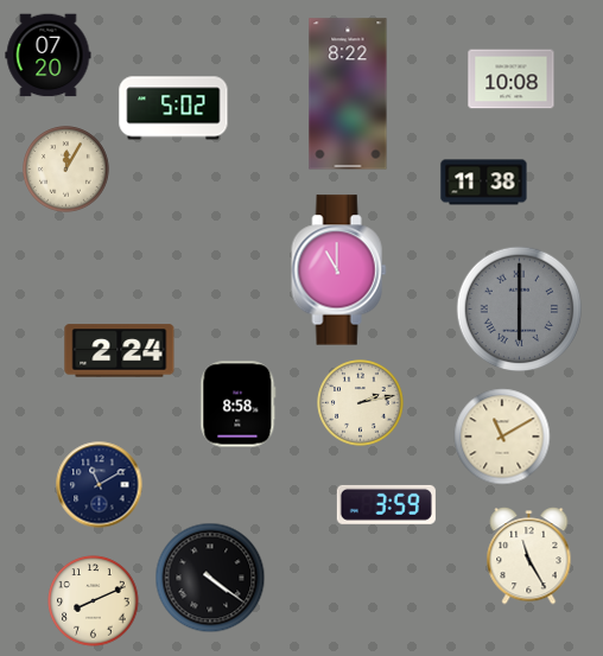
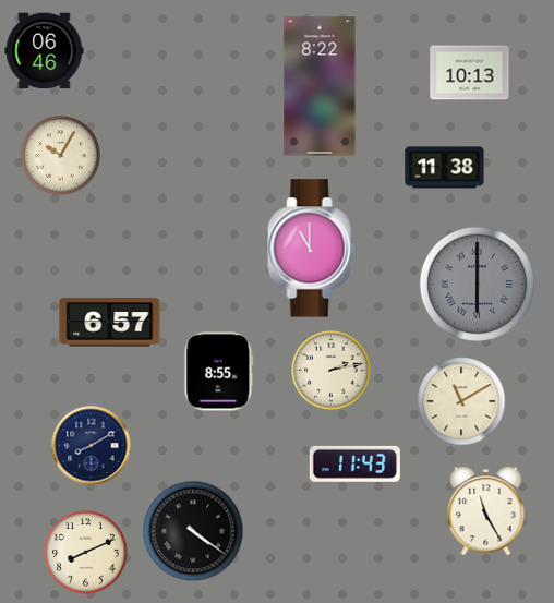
clock at (49, 56): 07:20 -> 06:46
clock at (512, 79): 10:08 -> 10:13
clock at (173, 108): 5:02 -> none
clock at (66, 170): 12:05 -> 10:05
clock at (120, 351): 2:24 -> 6:57
clock at (239, 405): 8:58 -> 8:55
clock at (100, 485): 11:10 -> 8:10
clock at (386, 504): 3:59 -> 11:43
